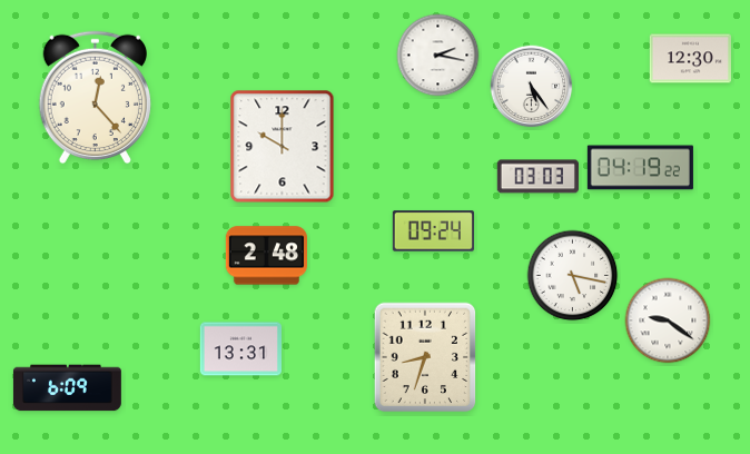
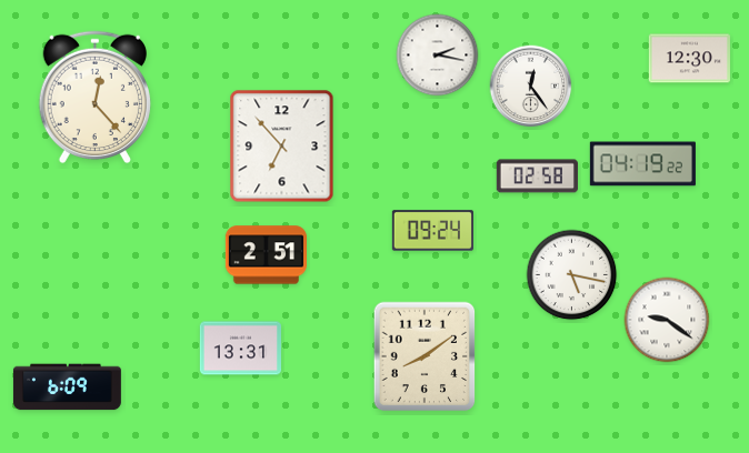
clock at (532, 87): 5:24 -> 12:24
clock at (283, 147): 10:00 -> 6:53
clock at (640, 168) position: (640, 168) -> (642, 164)
clock at (537, 177): 03:03 -> 02:58
clock at (266, 256): 2:48 -> 2:51
clock at (425, 357): 8:33 -> 8:09
